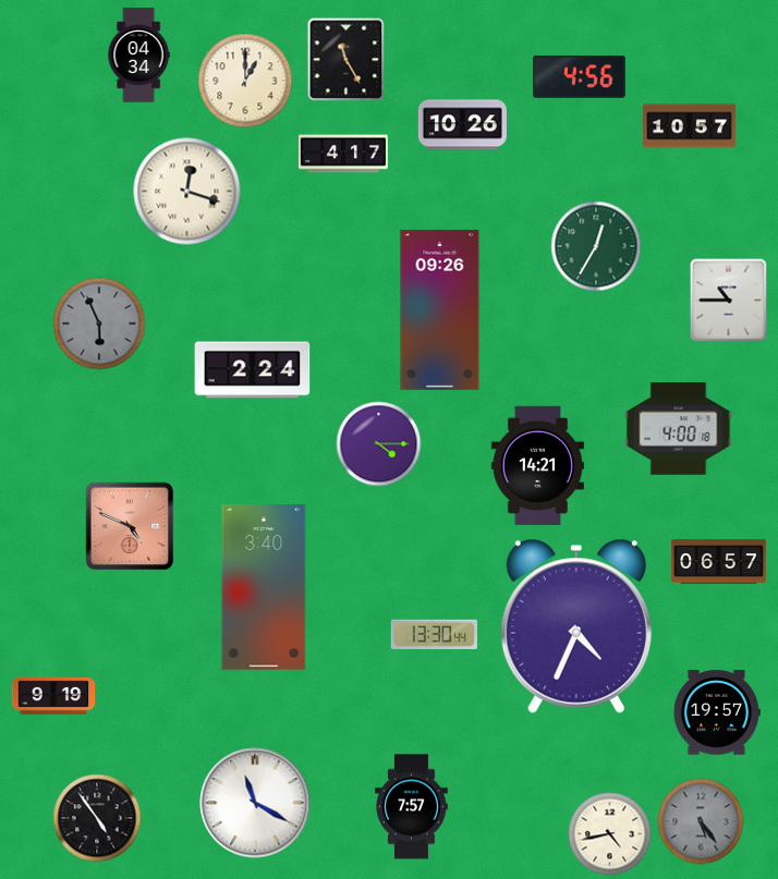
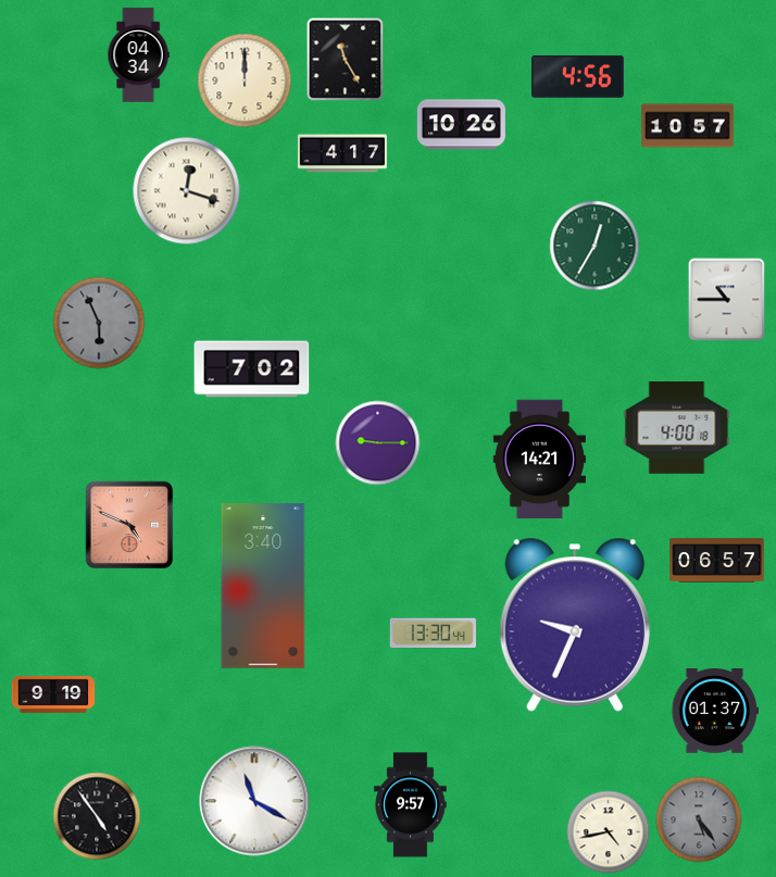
clock at (245, 81): 1:00 -> 12:00
clock at (440, 309): 09:26 -> none
clock at (253, 370): 2:24 -> 7:02
clock at (379, 444): 4:15 -> 9:15
clock at (537, 466) position: (537, 466) -> (539, 460)
clock at (576, 626): 4:34 -> 9:34
clock at (717, 713): 19:57 -> 01:37
clock at (412, 807): 7:57 -> 9:57
